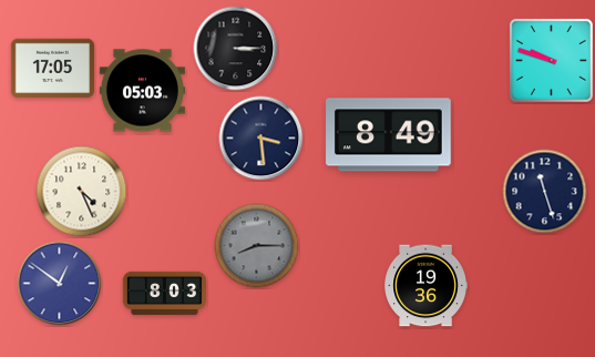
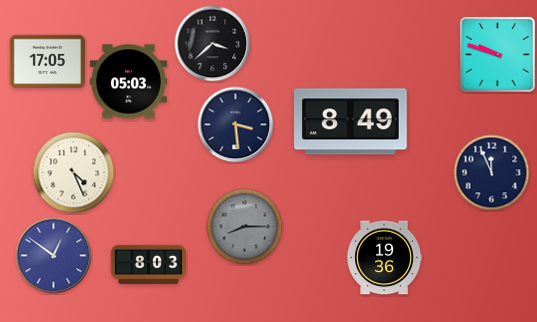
clock at (236, 49): 3:15 -> 3:38
clock at (545, 192): 11:27 -> 11:56
clock at (257, 246) position: (257, 246) -> (245, 227)
